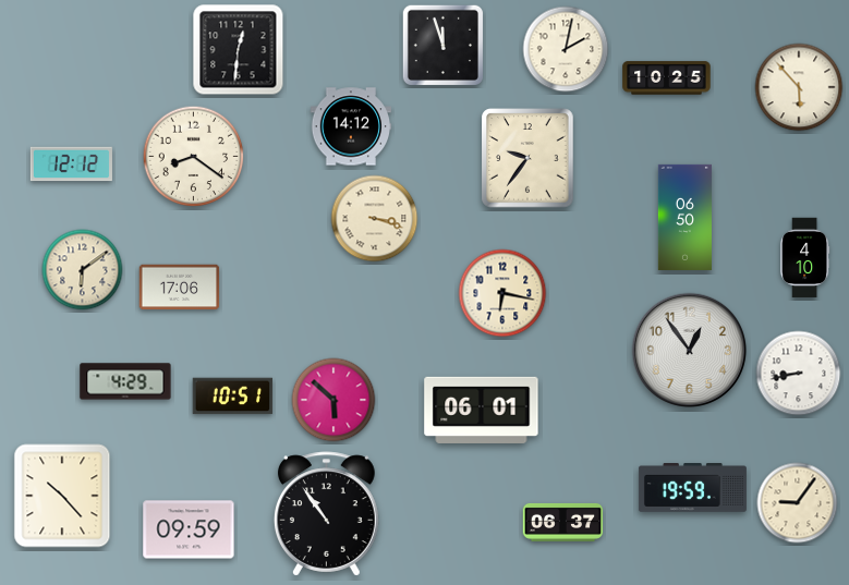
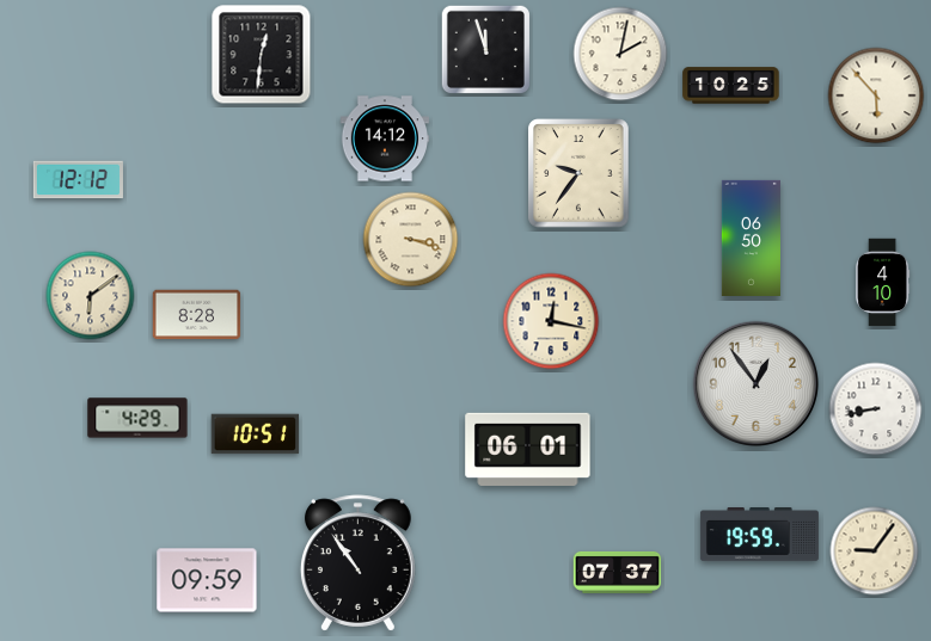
clock at (194, 157): 8:21 -> none
clock at (180, 288): 17:06 -> 8:28
clock at (502, 293): 6:17 -> 12:17
clock at (333, 400): 5:52 -> none
clock at (62, 496): 10:23 -> none
clock at (563, 522): 06:37 -> 07:37
